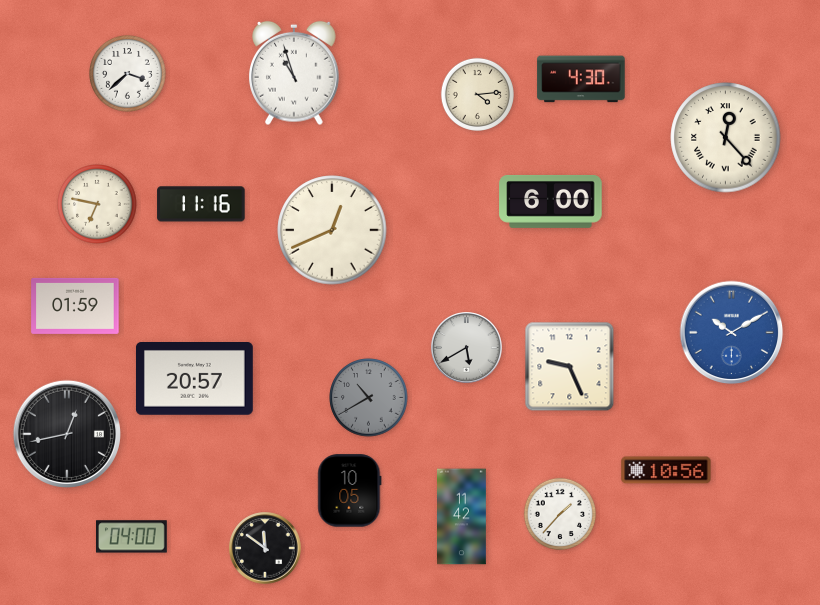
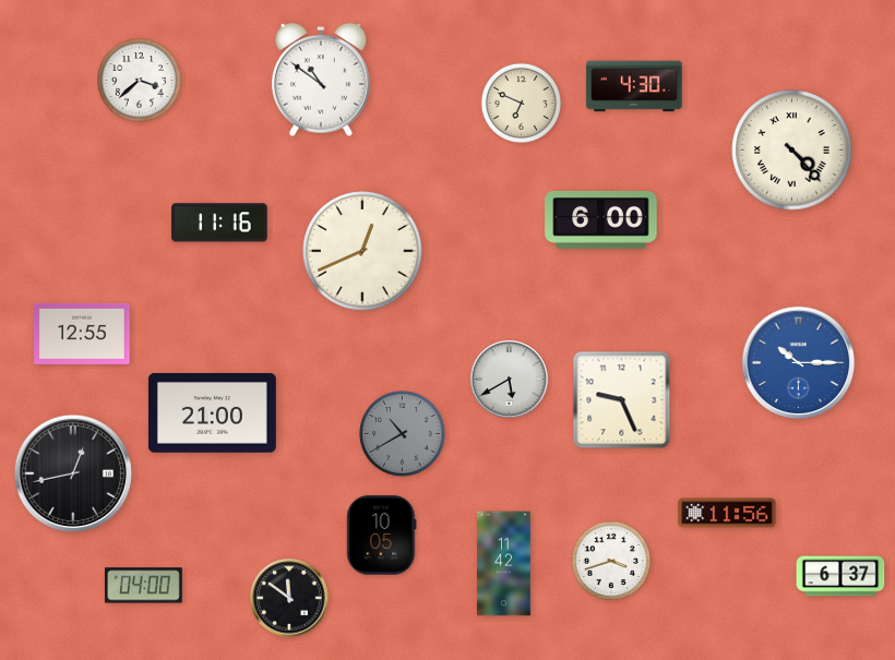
clock at (295, 73): 10:57 -> 10:51
clock at (477, 94): 4:14 -> 6:49
clock at (726, 138): 12:23 -> 4:23
clock at (97, 204): 6:47 -> none
clock at (75, 306): 01:59 -> 12:55
clock at (732, 333): 10:10 -> 10:15
clock at (194, 379): 20:57 -> 21:00
clock at (666, 470): 10:56 -> 11:56
clock at (559, 513): 1:37 -> 3:42
clock at (840, 576): none -> 6:37
